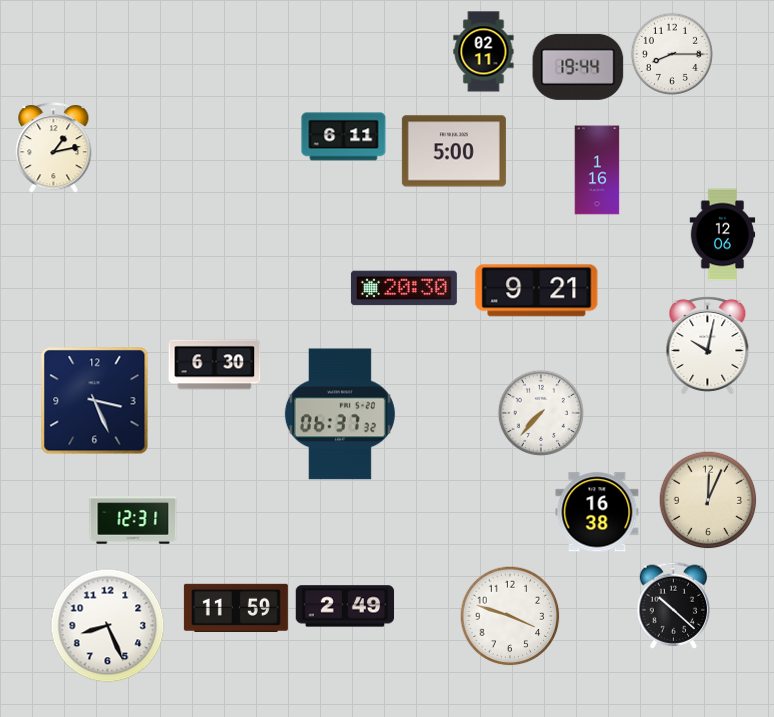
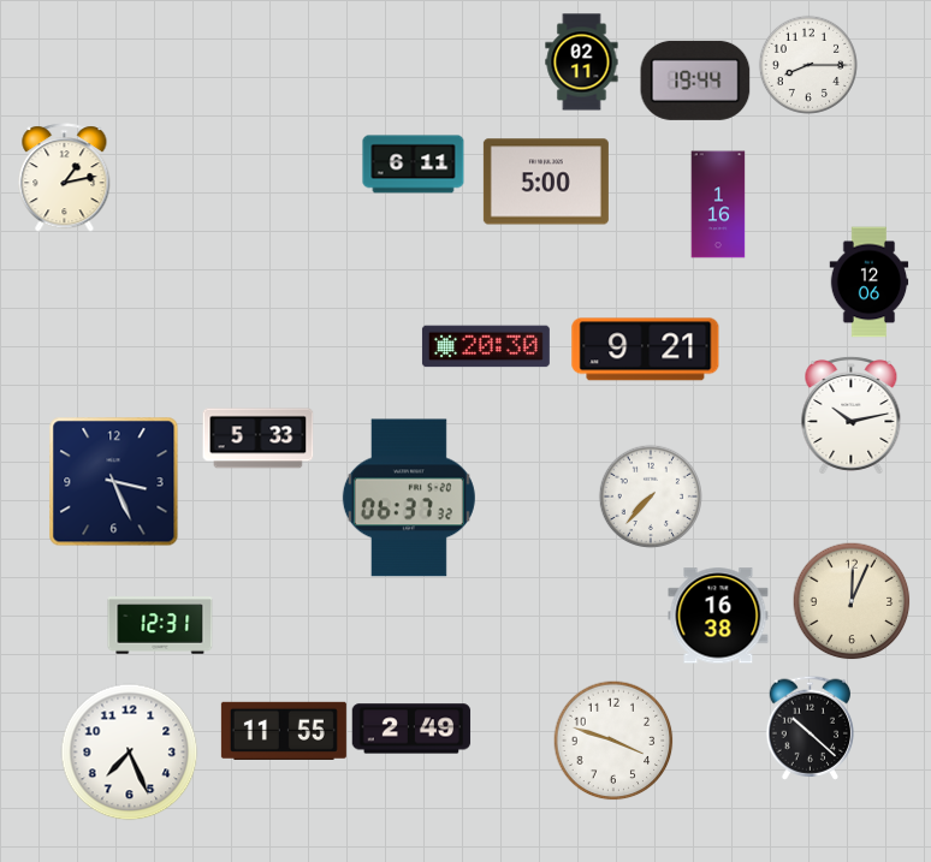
clock at (708, 345): 10:02 -> 10:13
clock at (215, 365): 6:30 -> 5:33
clock at (345, 606) position: (345, 606) -> (411, 729)
clock at (236, 608): 11:59 -> 11:55
clock at (108, 626): 8:26 -> 7:26
